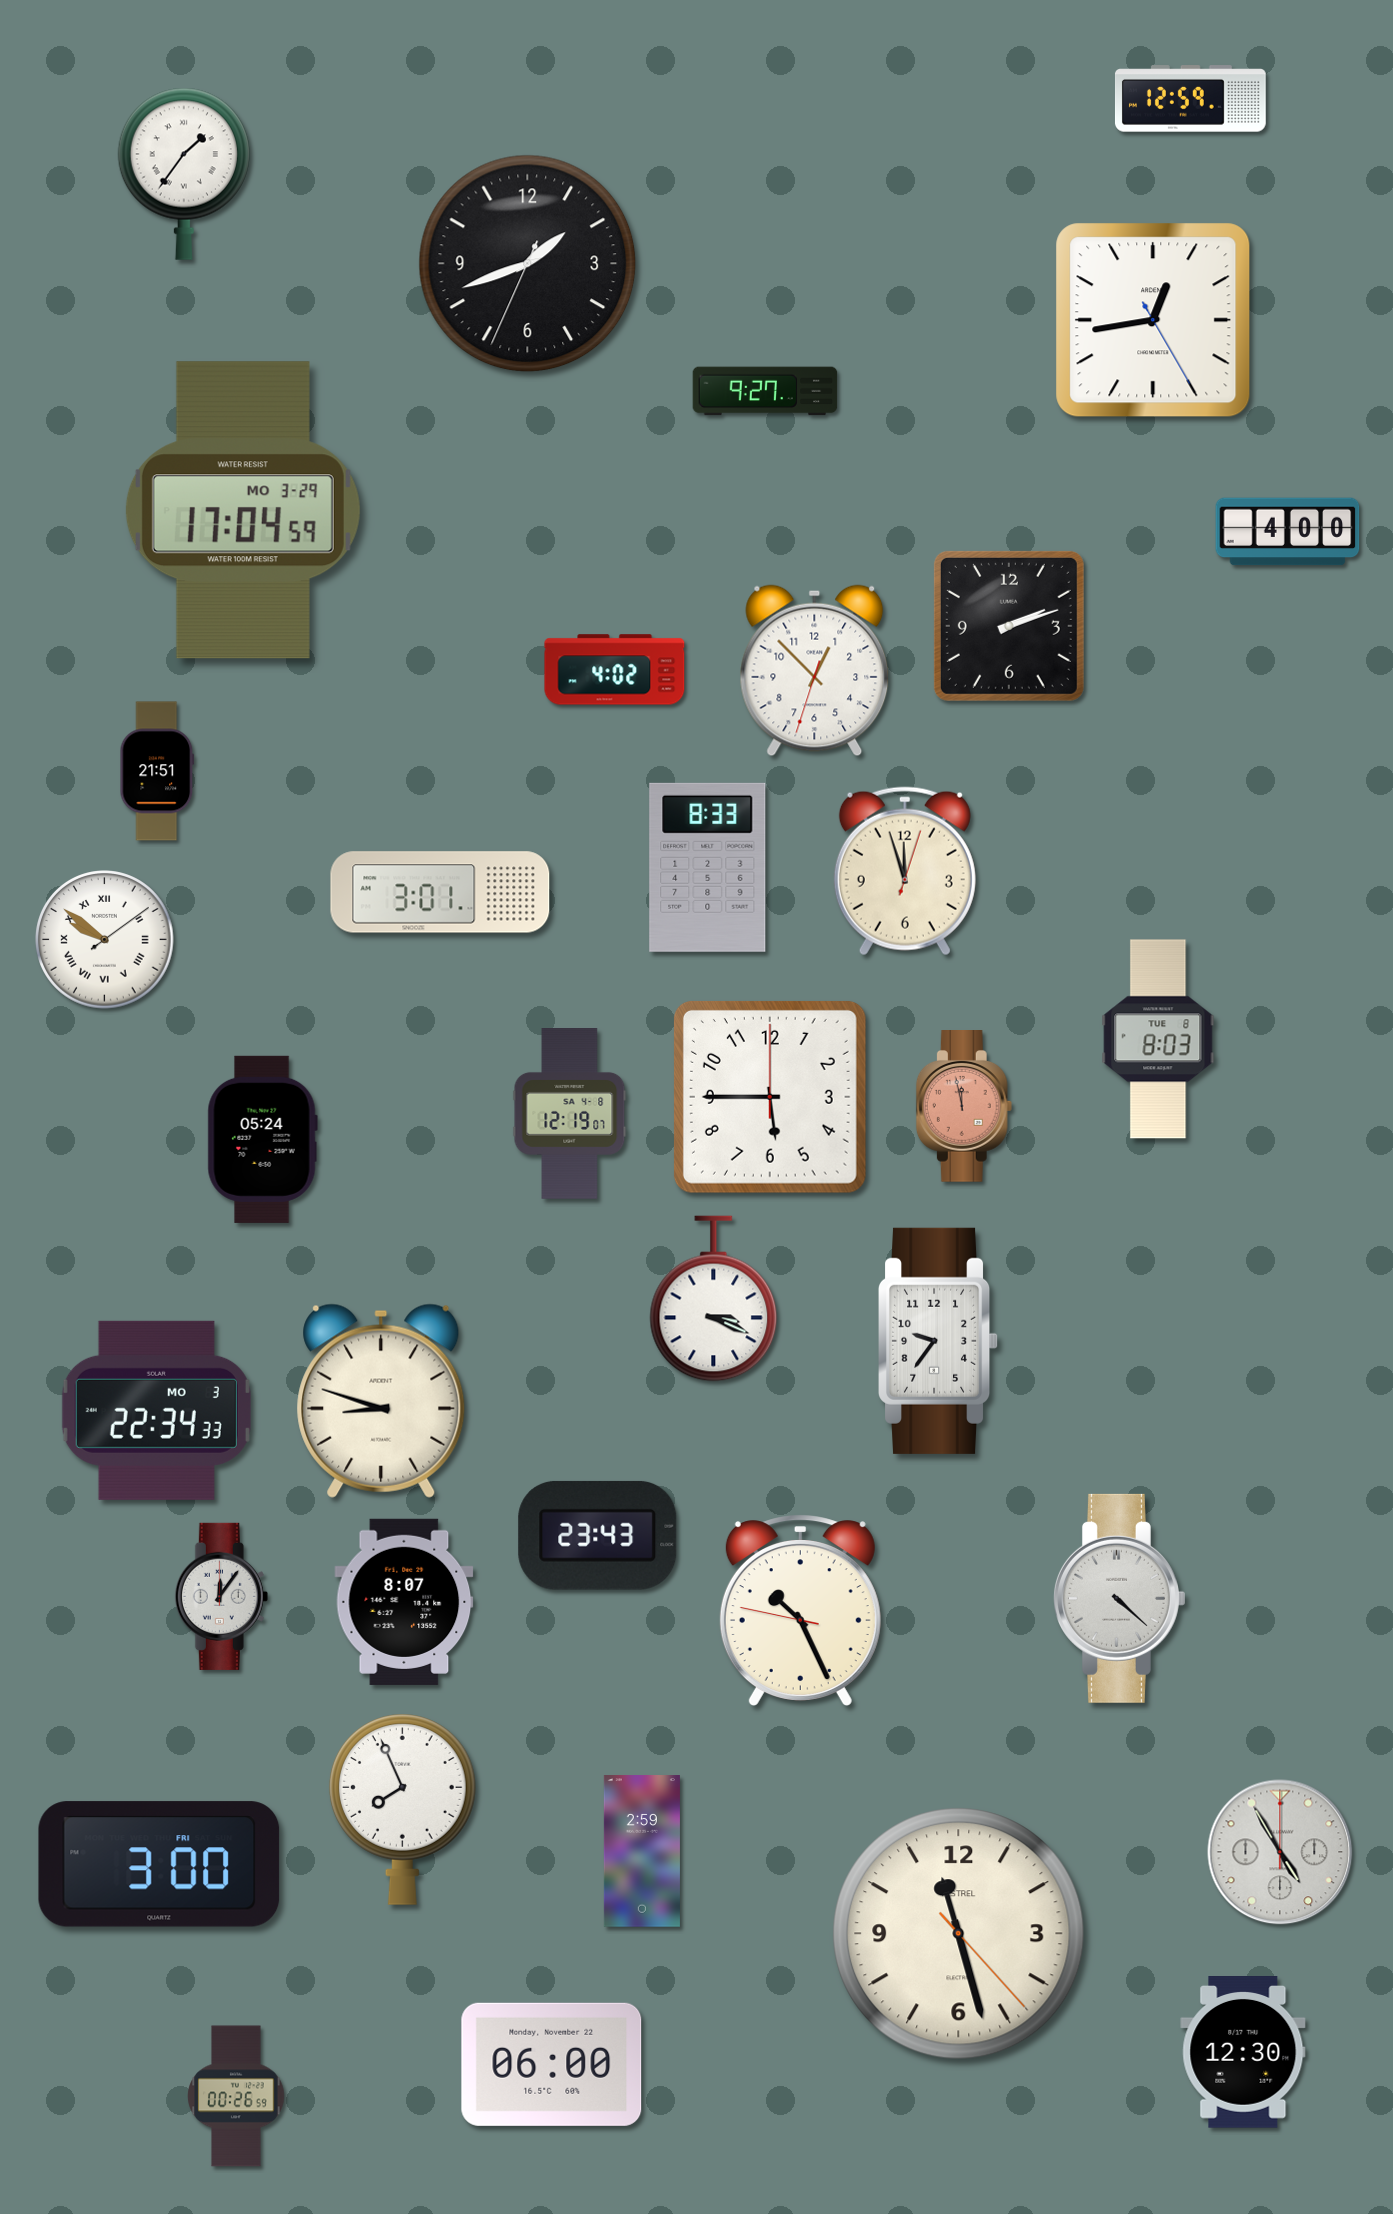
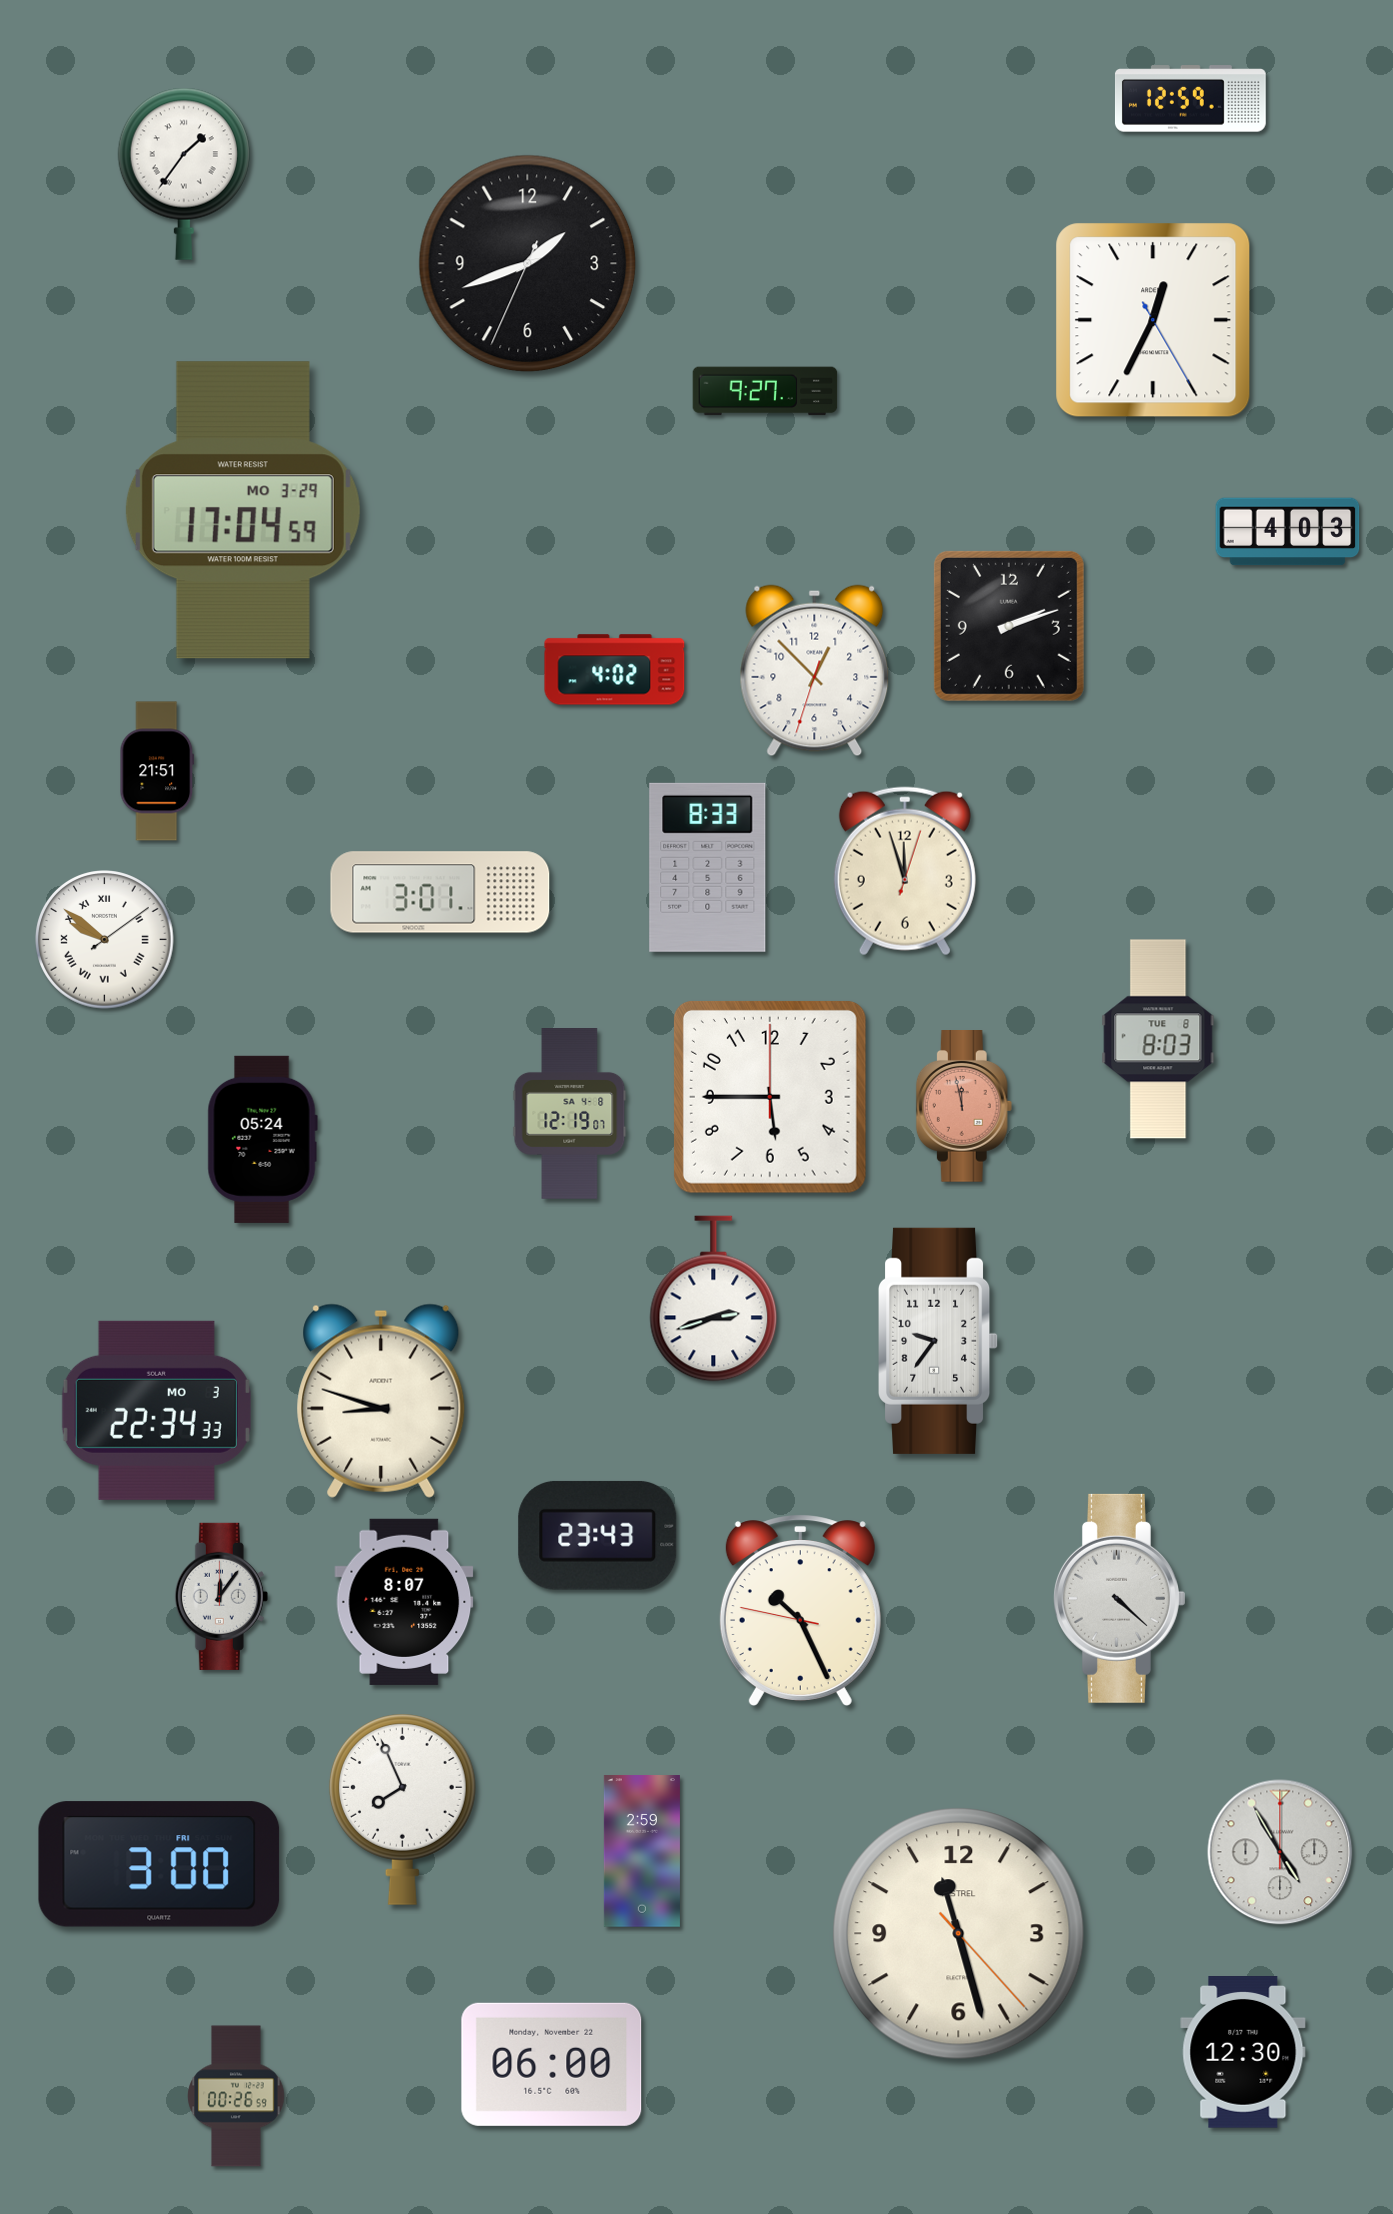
clock at (1153, 320): 12:43 -> 12:34
clock at (1288, 532): 4:00 -> 4:03
clock at (714, 1299): 3:19 -> 2:42
